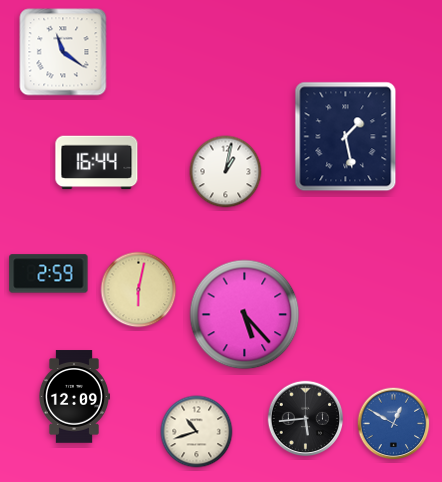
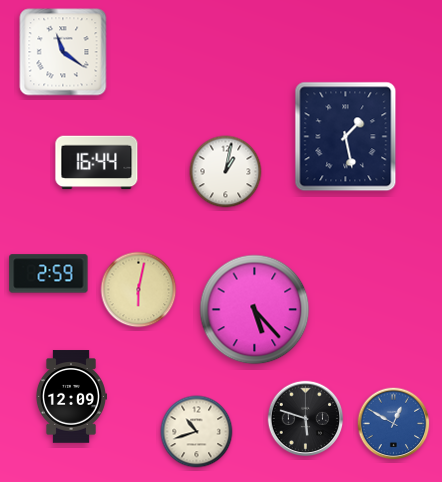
clock at (245, 315) position: (245, 315) -> (255, 310)
clock at (74, 397) position: (74, 397) -> (71, 397)
clock at (306, 419): 5:44 -> 5:48
